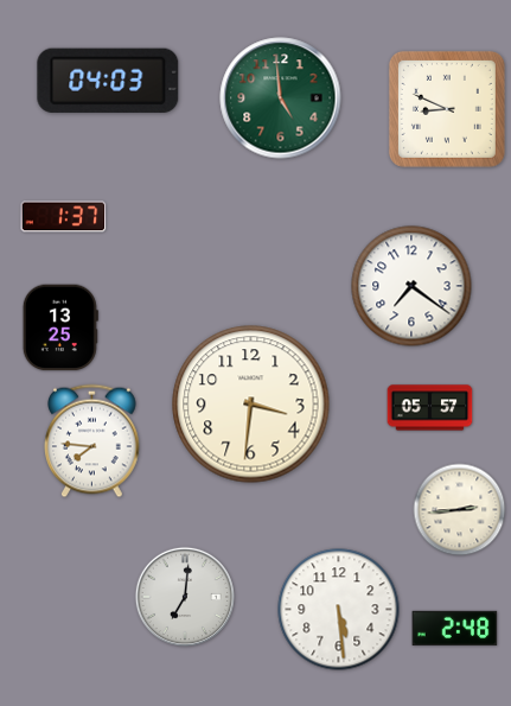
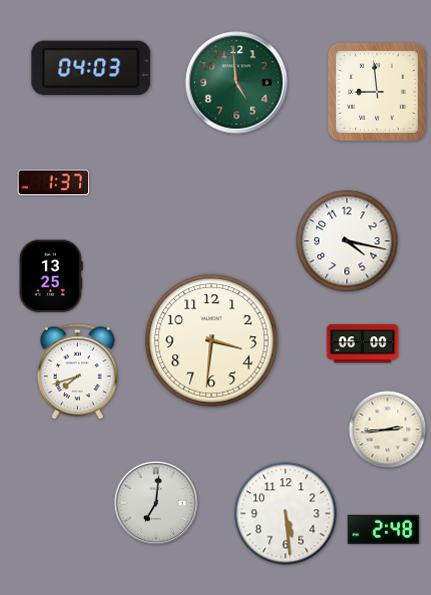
clock at (447, 109): 8:49 -> 8:59
clock at (411, 286): 7:21 -> 4:17
clock at (430, 408): 05:57 -> 06:00
clock at (92, 441): 7:46 -> 7:42
